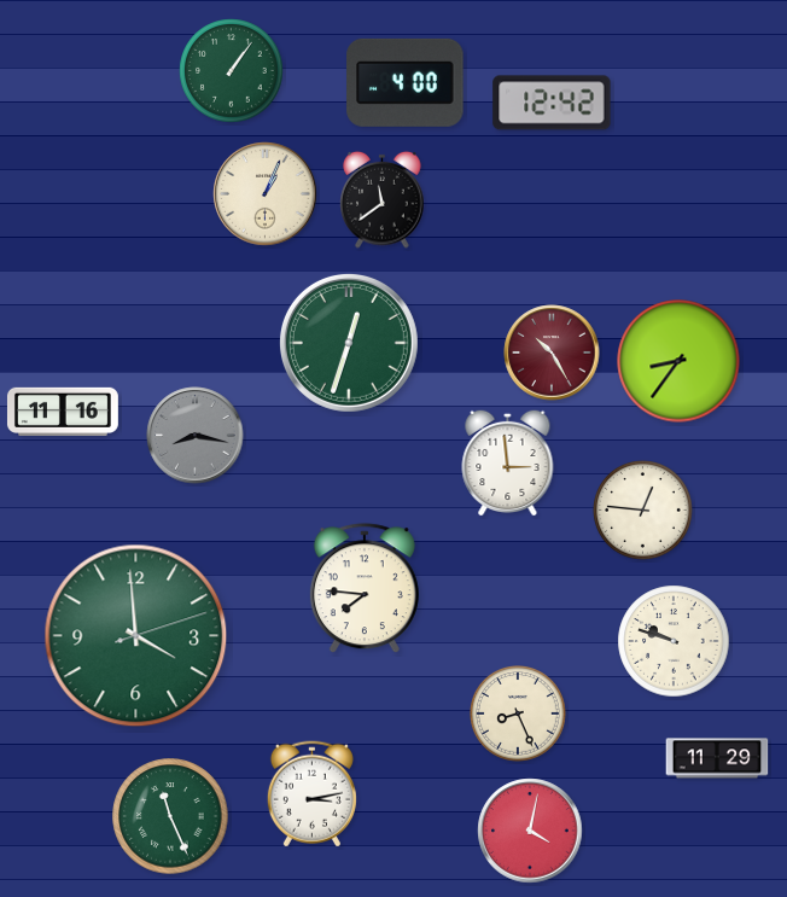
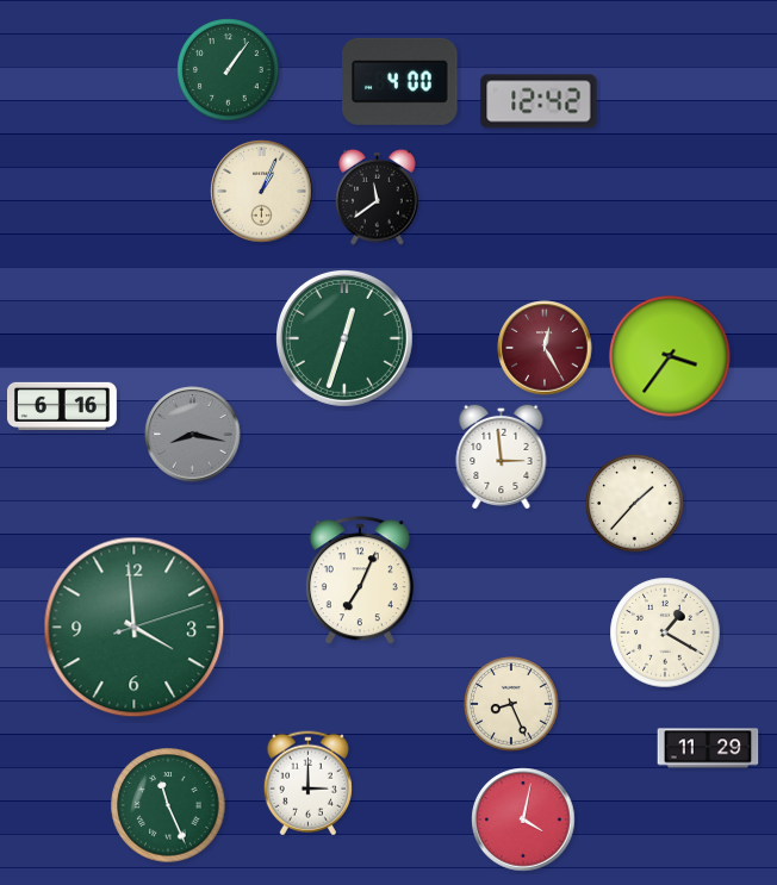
clock at (552, 103) position: (552, 103) -> (539, 101)
clock at (552, 353): 10:25 -> 12:25
clock at (678, 361): 8:36 -> 3:36
clock at (63, 412): 11:16 -> 6:16
clock at (196, 436) position: (196, 436) -> (193, 435)
clock at (643, 511): 12:46 -> 1:37
clock at (365, 589): 7:46 -> 7:04
clock at (674, 641): 9:48 -> 1:20
clock at (311, 794): 3:13 -> 3:00
